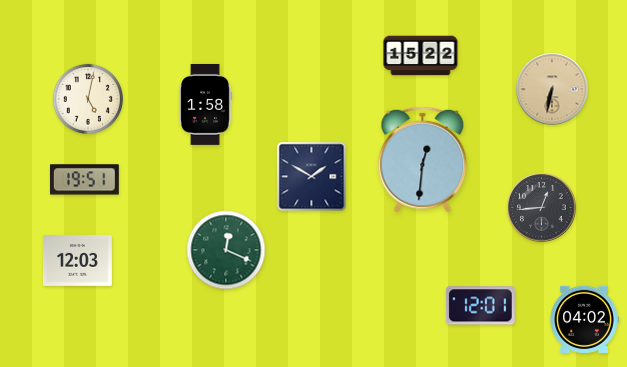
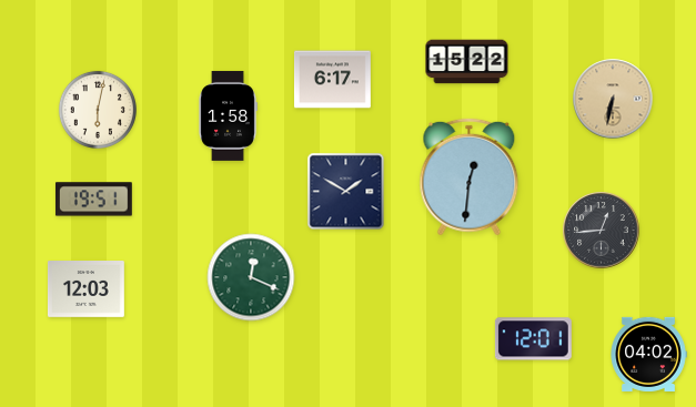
clock at (333, 80): none -> 6:17
clock at (88, 99): 5:02 -> 6:02
clock at (312, 177) position: (312, 177) -> (346, 192)
